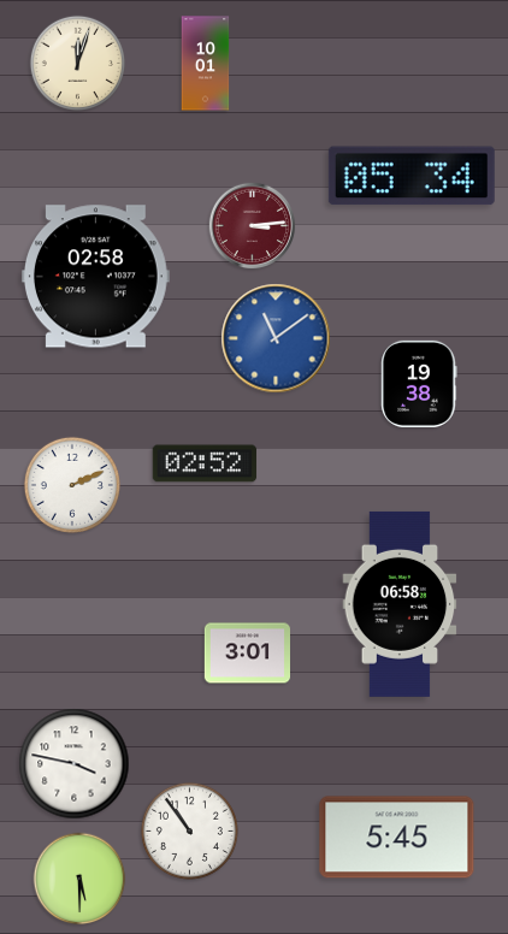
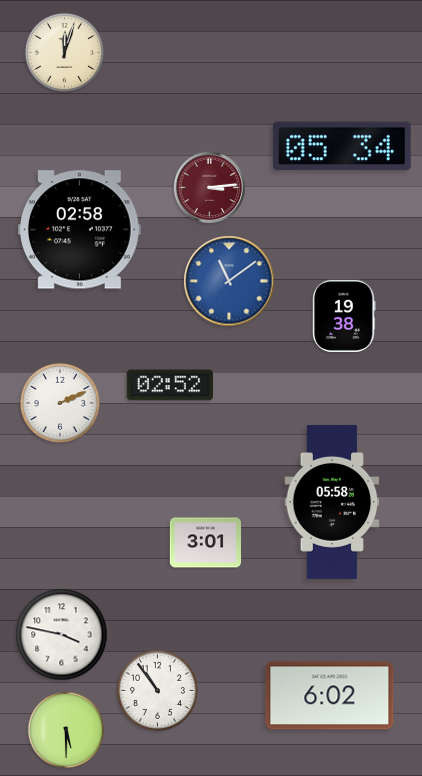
clock at (206, 64): 10:01 -> none
clock at (419, 384) position: (419, 384) -> (344, 316)
clock at (400, 604): 06:58 -> 05:58
clock at (397, 838): 5:45 -> 6:02
